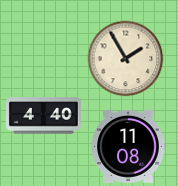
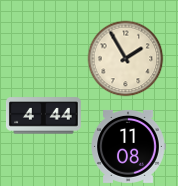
clock at (43, 116): 4:40 -> 4:44
